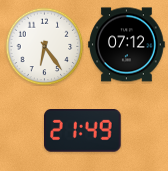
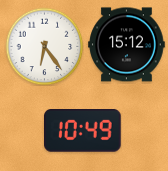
clock at (127, 45): 07:12 -> 15:12
clock at (83, 131): 21:49 -> 10:49
